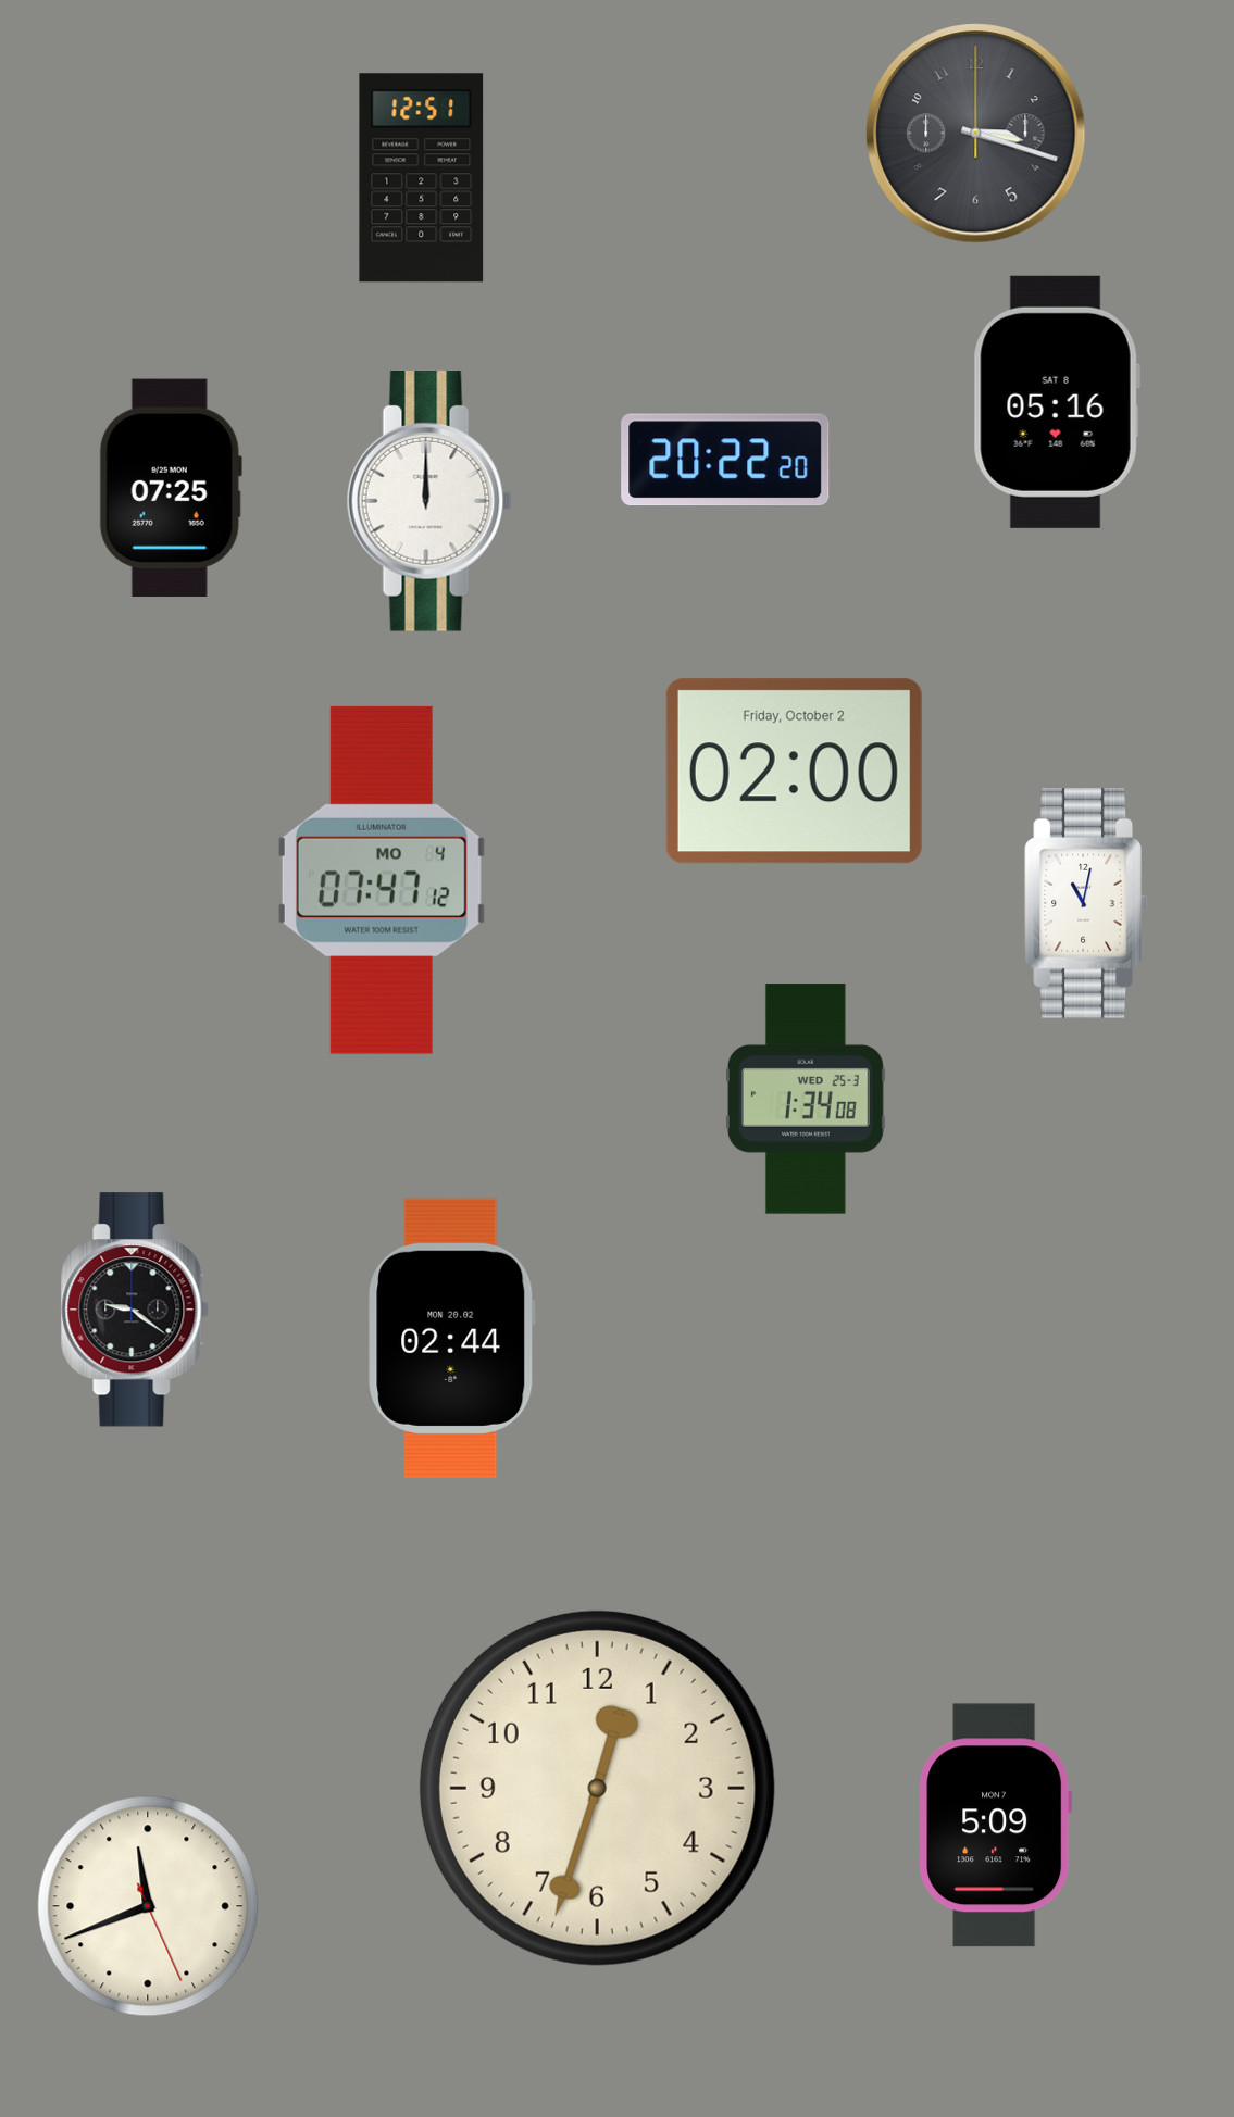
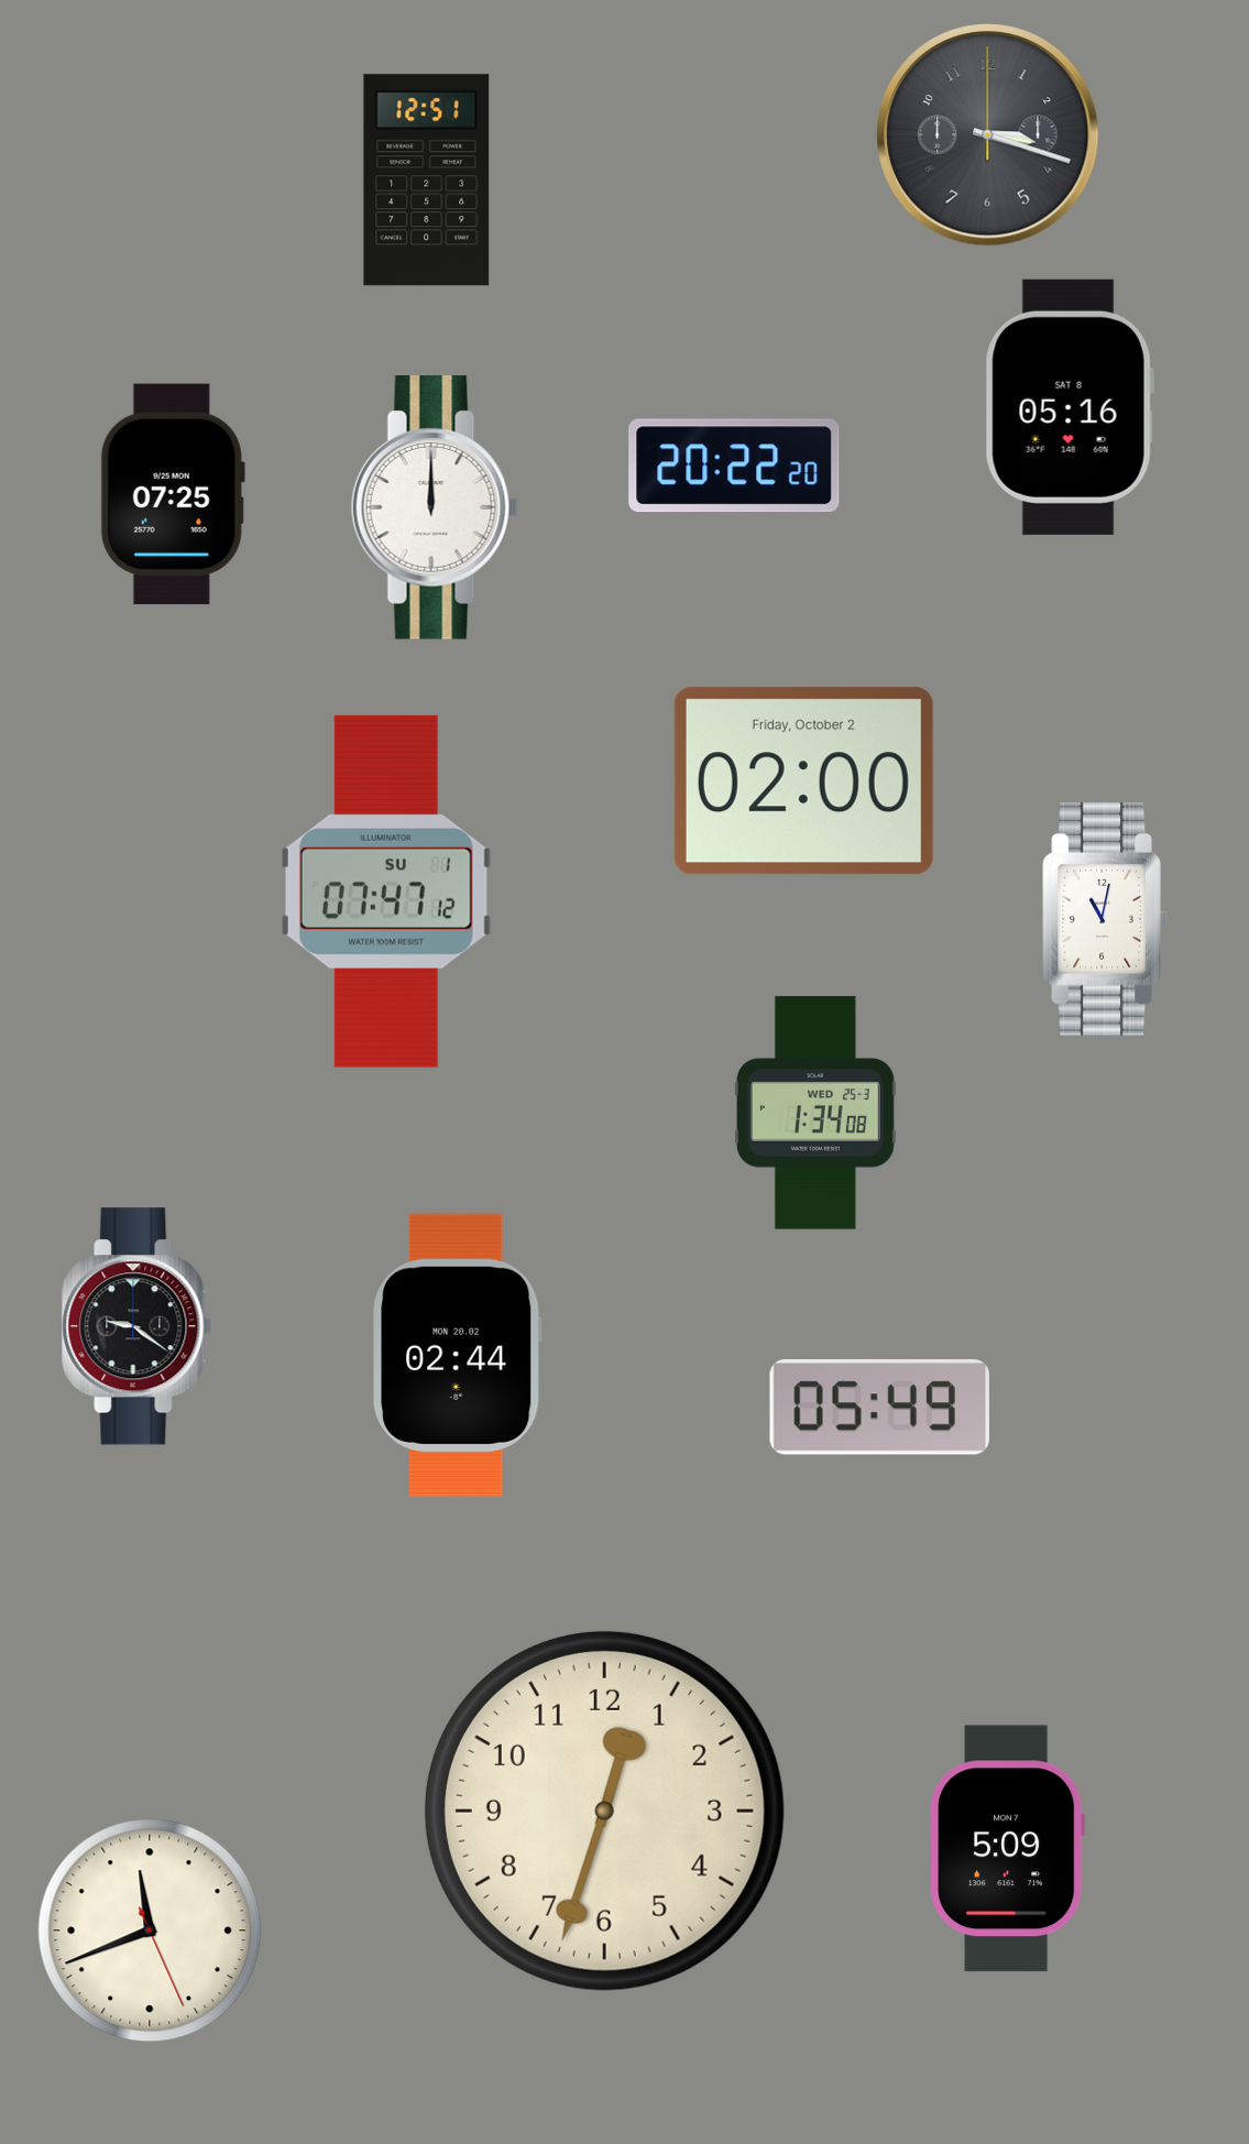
clock at (382, 880) date: MO 4 -> SU 1
clock at (1086, 904) position: (1086, 904) -> (1105, 920)
clock at (879, 1407): none -> 05:49
